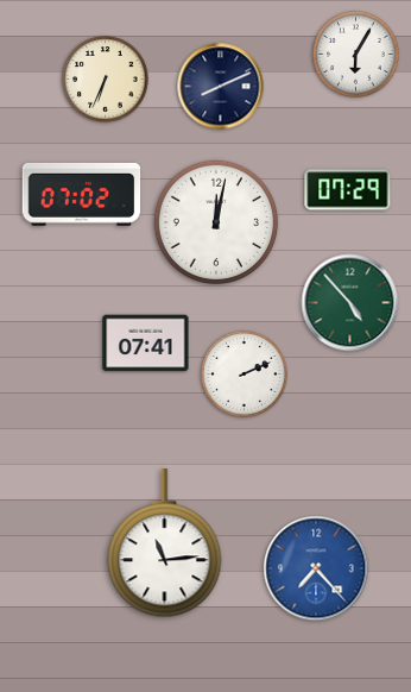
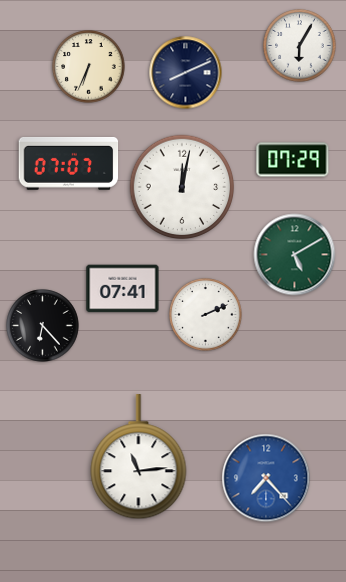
clock at (82, 194): 07:02 -> 07:07
clock at (350, 303): 4:53 -> 5:10
clock at (43, 326): none -> 6:23
